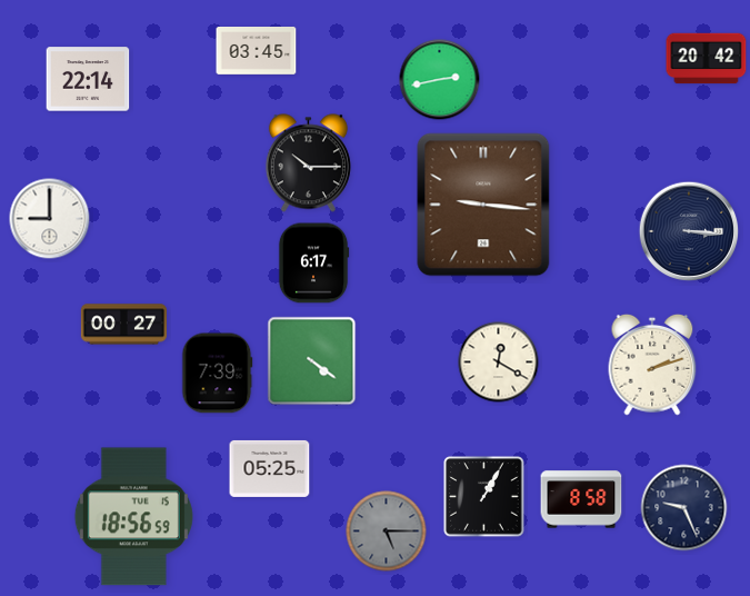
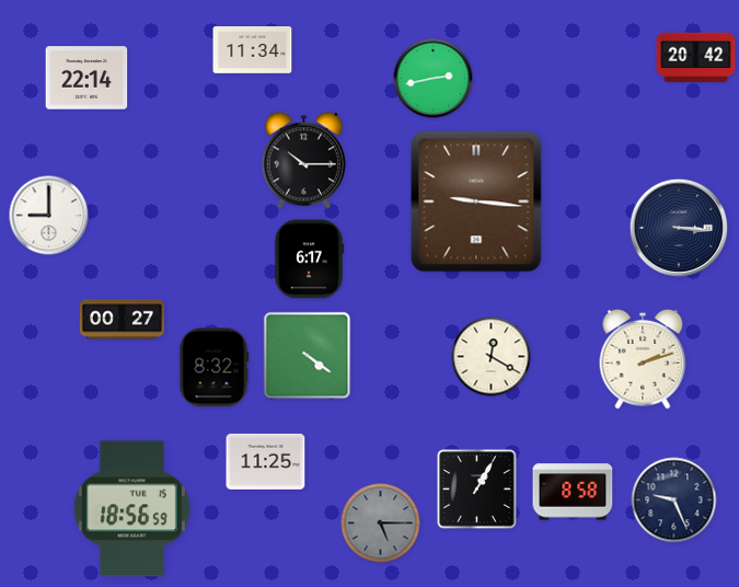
clock at (257, 51): 03:45 -> 11:34
clock at (218, 374): 7:39 -> 8:32
clock at (270, 468): 05:25 -> 11:25
